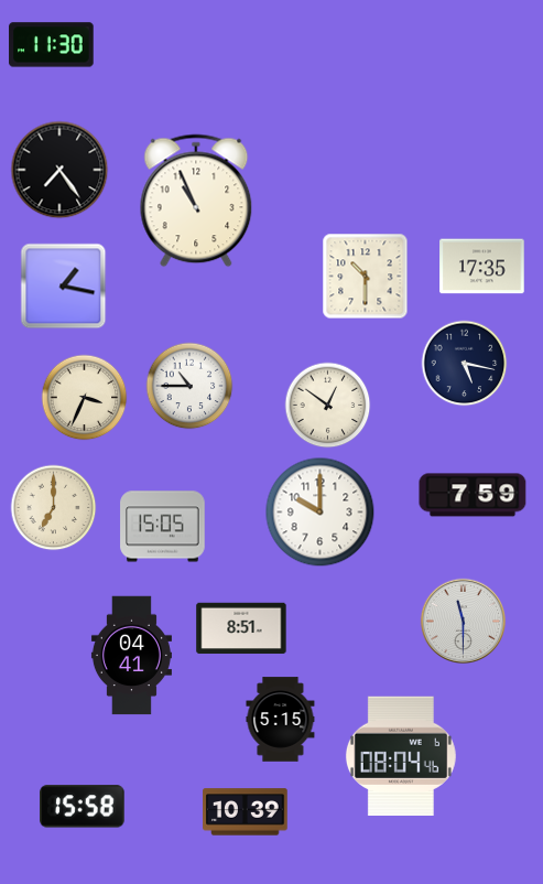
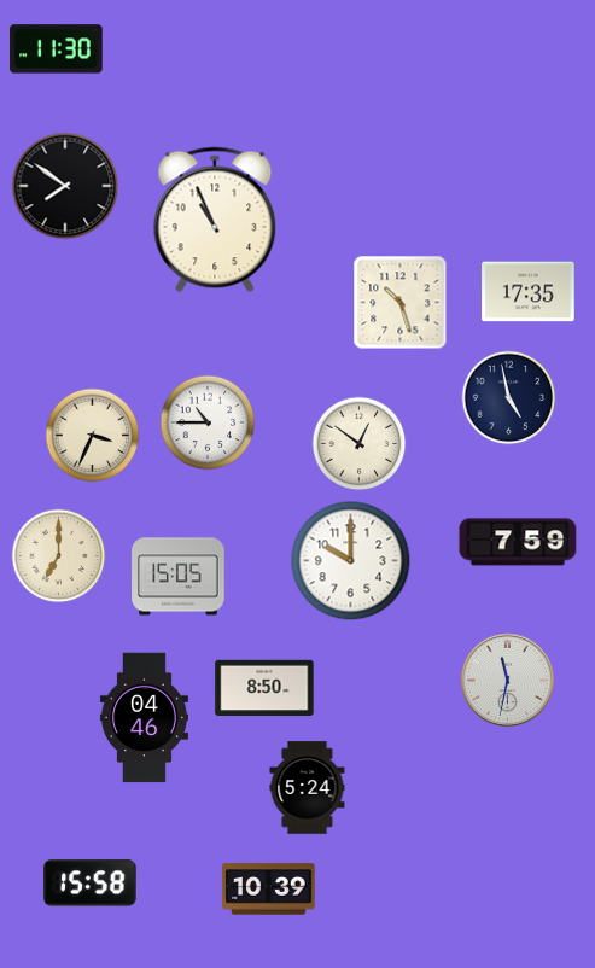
clock at (59, 170): 7:24 -> 7:51
clock at (365, 276): 10:30 -> 10:27
clock at (63, 285): 1:17 -> none
clock at (464, 363): 5:17 -> 4:58
clock at (463, 621): 11:30 -> 11:32
clock at (241, 628): 8:51 -> 8:50
clock at (131, 656): 04:41 -> 04:46
clock at (281, 720): 5:15 -> 5:24
clock at (401, 755): 08:04 -> none
